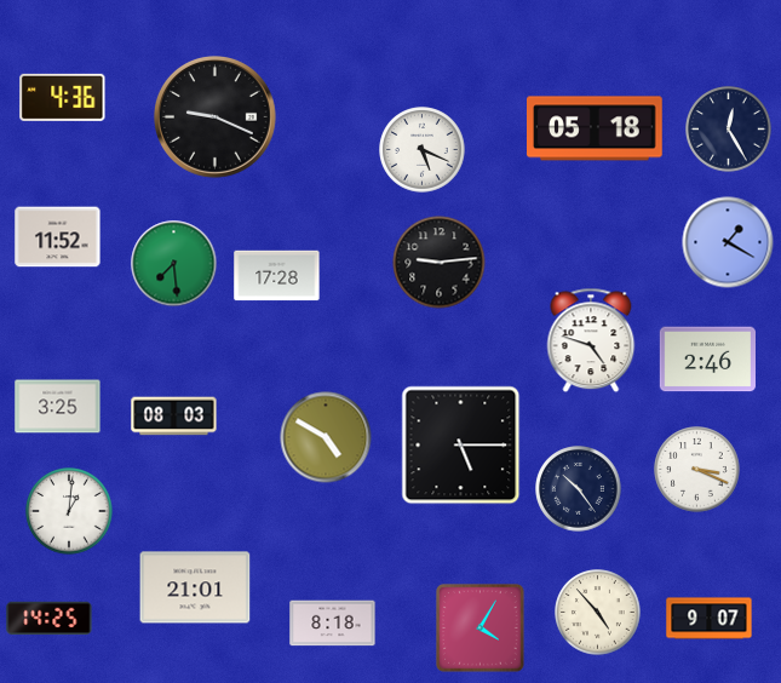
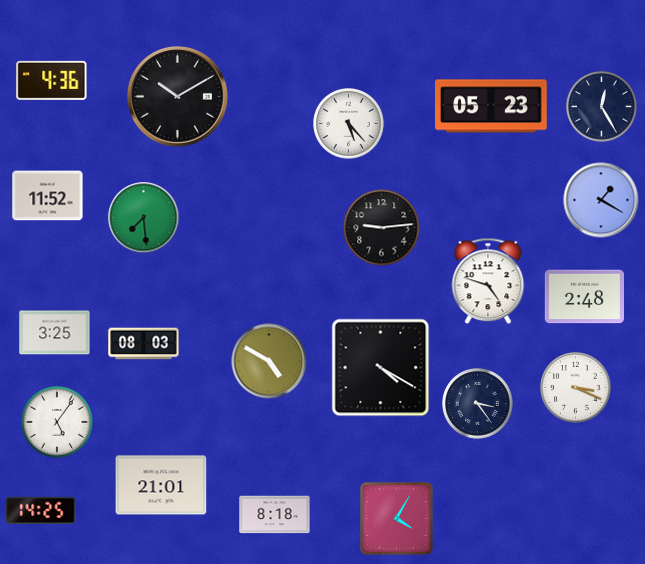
clock at (216, 117): 9:19 -> 10:10
clock at (596, 128): 05:18 -> 05:23
clock at (423, 150): 5:19 -> 5:23
clock at (440, 263) position: (440, 263) -> (382, 228)
clock at (277, 276): 17:28 -> none
clock at (707, 360): 2:46 -> 2:48
clock at (58, 407) position: (58, 407) -> (55, 333)
clock at (461, 446): 5:15 -> 4:20
clock at (579, 489): 10:24 -> 3:24
clock at (69, 511): 1:01 -> 5:06
clock at (598, 613): 4:53 -> none
clock at (710, 619): 9:07 -> none
